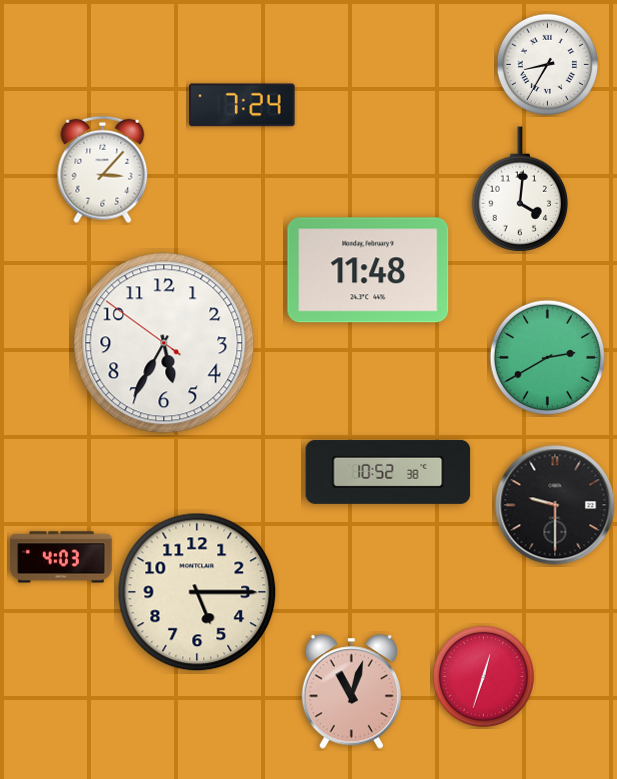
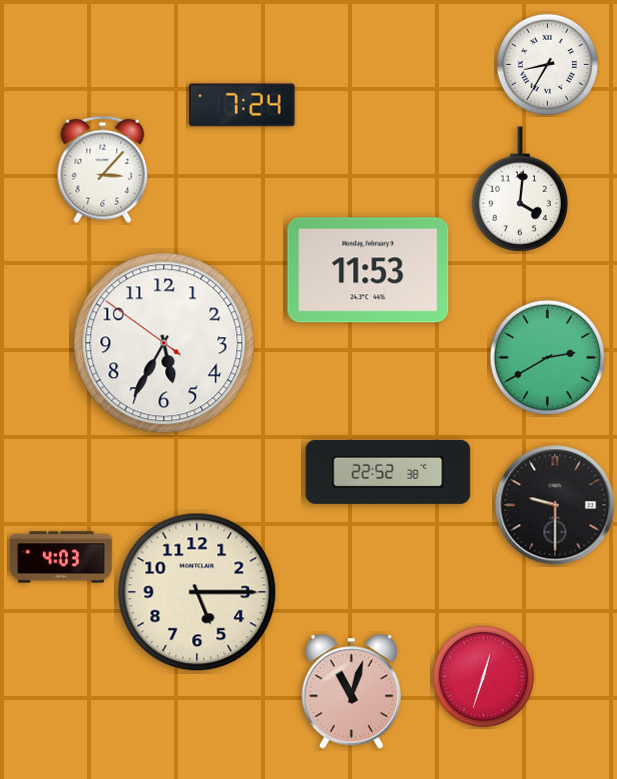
clock at (368, 270): 11:48 -> 11:53
clock at (388, 472): 10:52 -> 22:52
